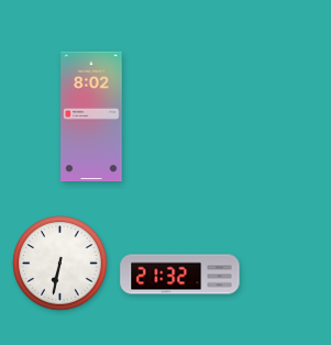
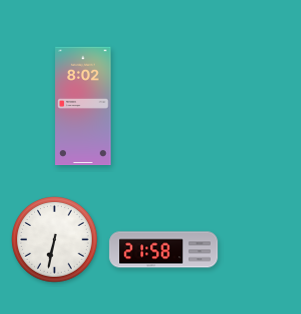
clock at (180, 275): 21:32 -> 21:58
